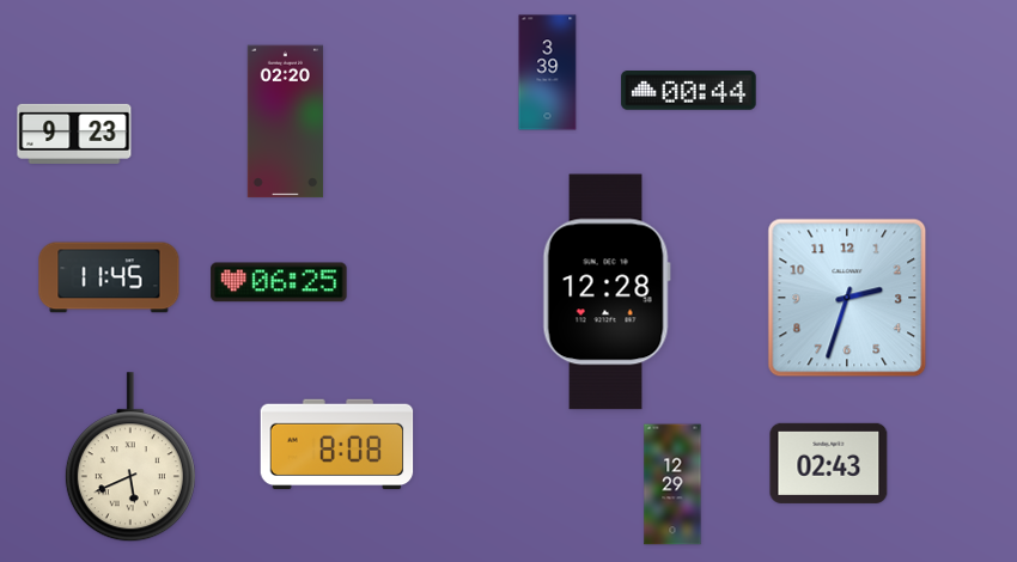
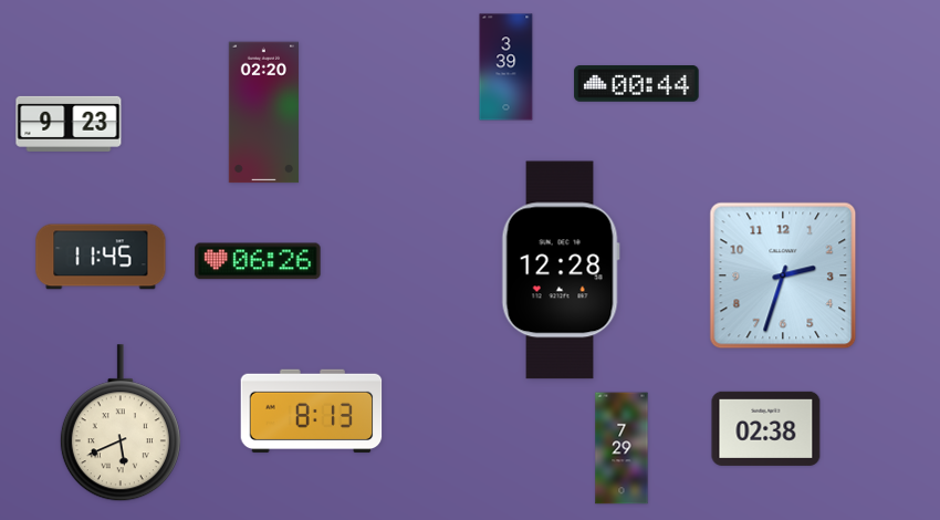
clock at (279, 282): 06:25 -> 06:26
clock at (337, 445): 8:08 -> 8:13
clock at (829, 463): 02:43 -> 02:38
clock at (672, 484): 12:29 -> 7:29
